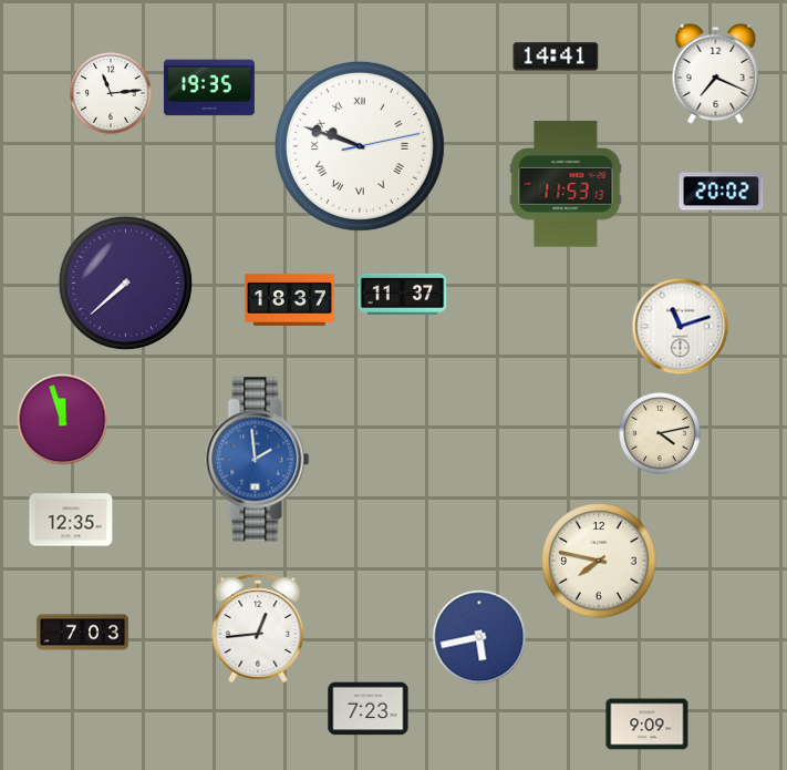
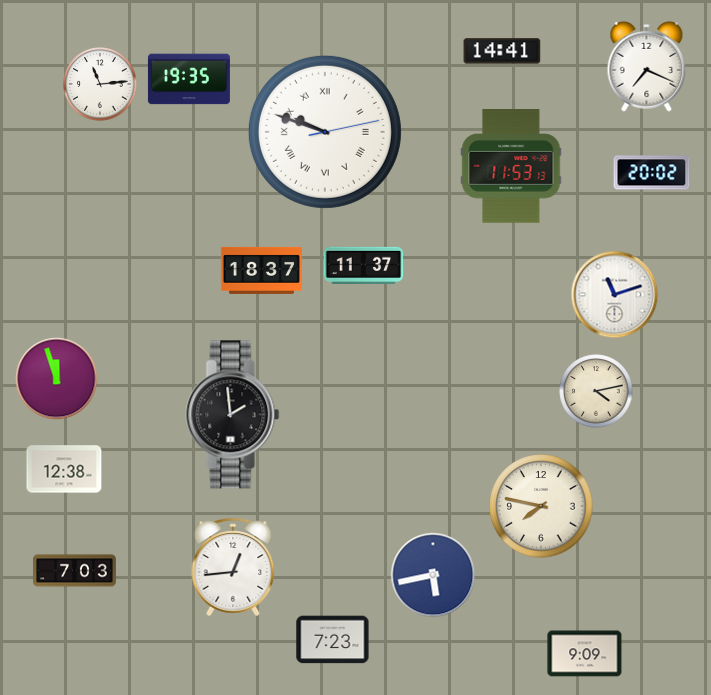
clock at (126, 284): 7:38 -> none
clock at (258, 460) dial: blue -> black
clock at (71, 520): 12:35 -> 12:38
